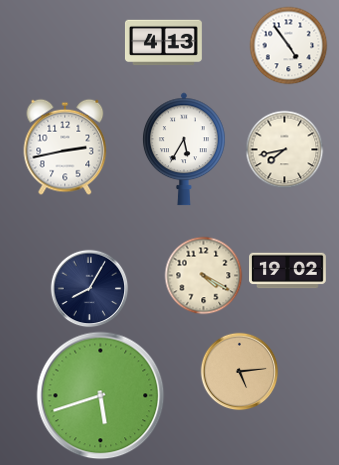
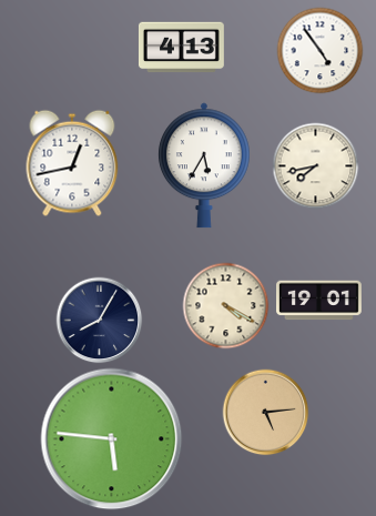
clock at (65, 147): 2:43 -> 12:43
clock at (288, 271): 19:02 -> 19:01
clock at (101, 396): 5:42 -> 5:46
